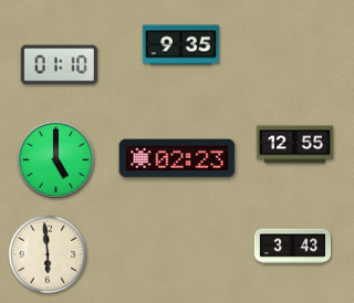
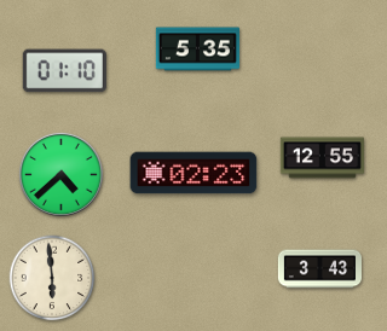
clock at (180, 45): 9:35 -> 5:35
clock at (55, 159): 5:00 -> 4:38
